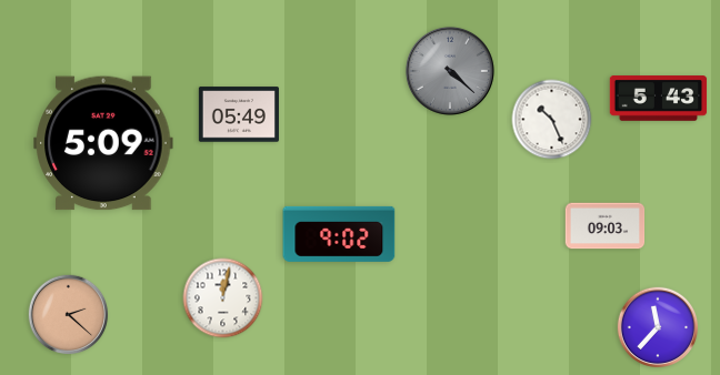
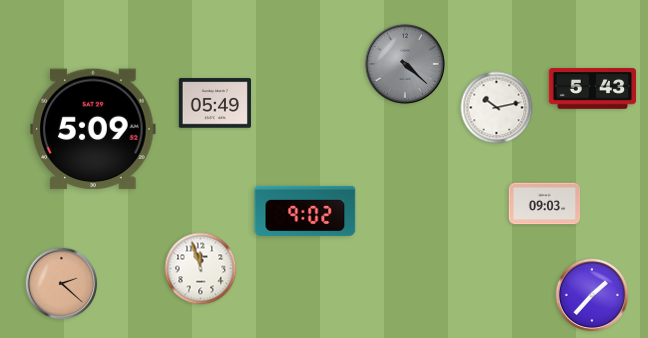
clock at (552, 120): 10:26 -> 10:13
clock at (223, 298): 12:02 -> 11:57
clock at (658, 327): 11:37 -> 1:37
